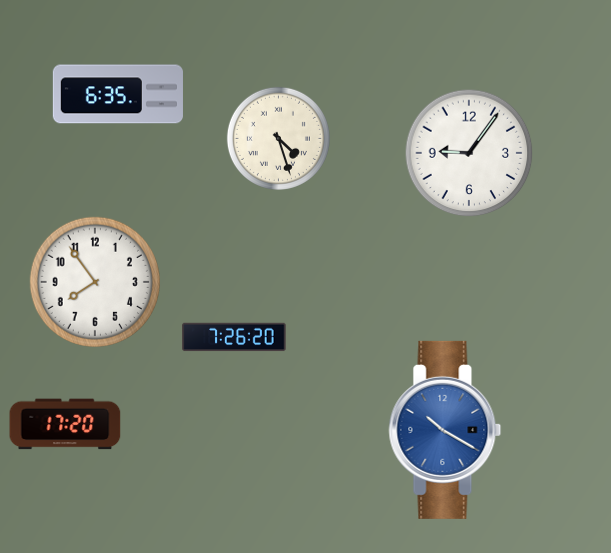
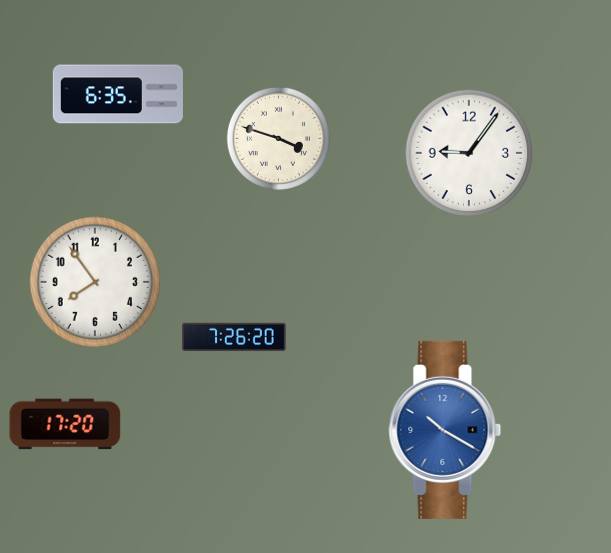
clock at (278, 138): 4:27 -> 3:48
